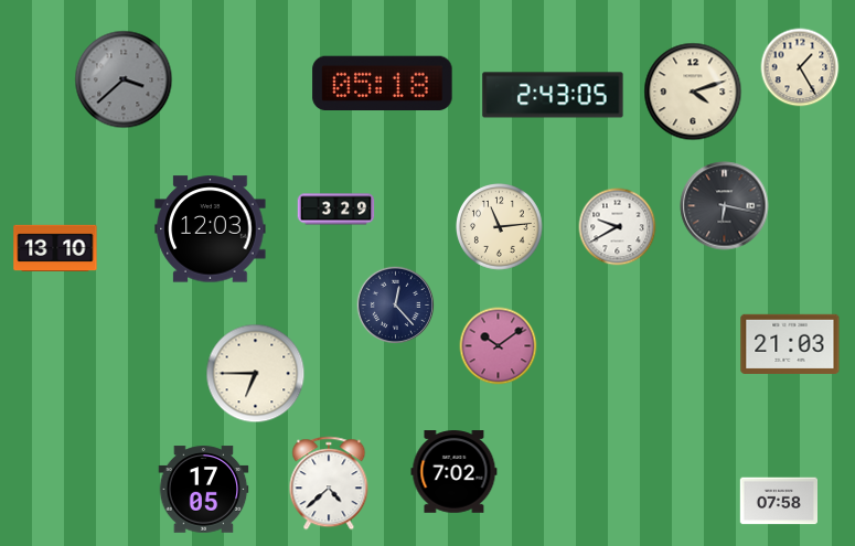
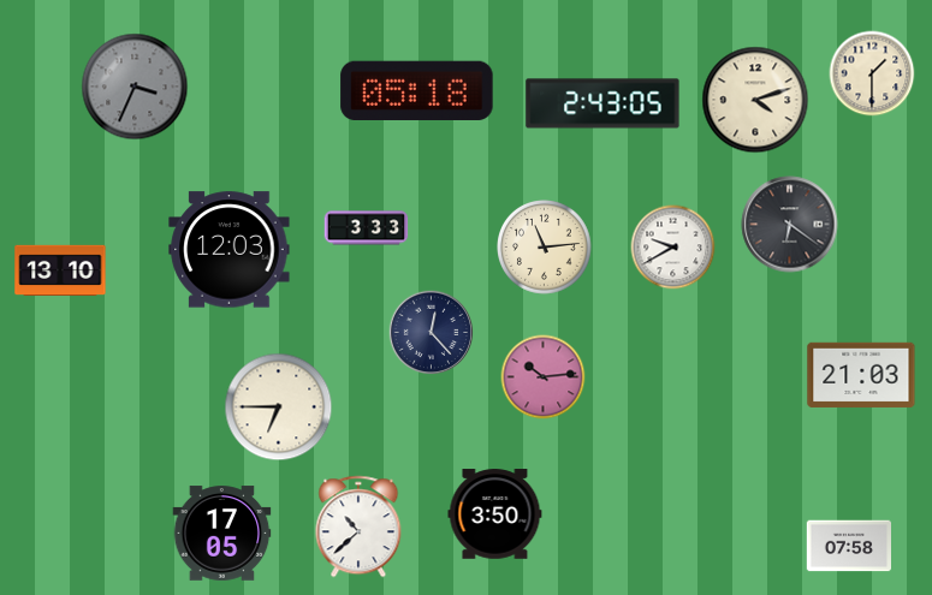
clock at (800, 67): 1:25 -> 1:30
clock at (124, 79): 3:38 -> 3:34
clock at (725, 206): 6:17 -> 6:21
clock at (336, 210): 3:29 -> 3:33
clock at (499, 346): 10:09 -> 10:14
clock at (455, 472): 7:02 -> 3:50
clock at (329, 483): 4:38 -> 10:38
